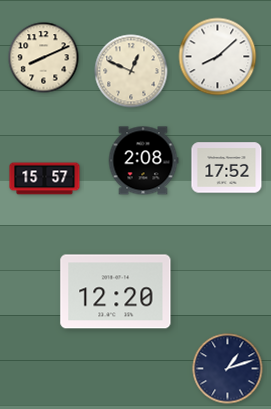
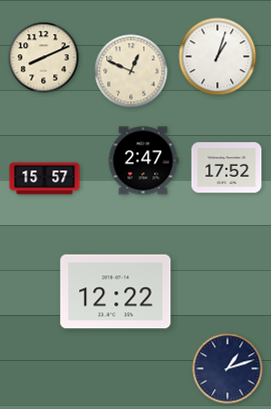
clock at (218, 57): 8:08 -> 1:03
clock at (143, 161): 2:08 -> 2:47
clock at (116, 292): 12:20 -> 12:22
